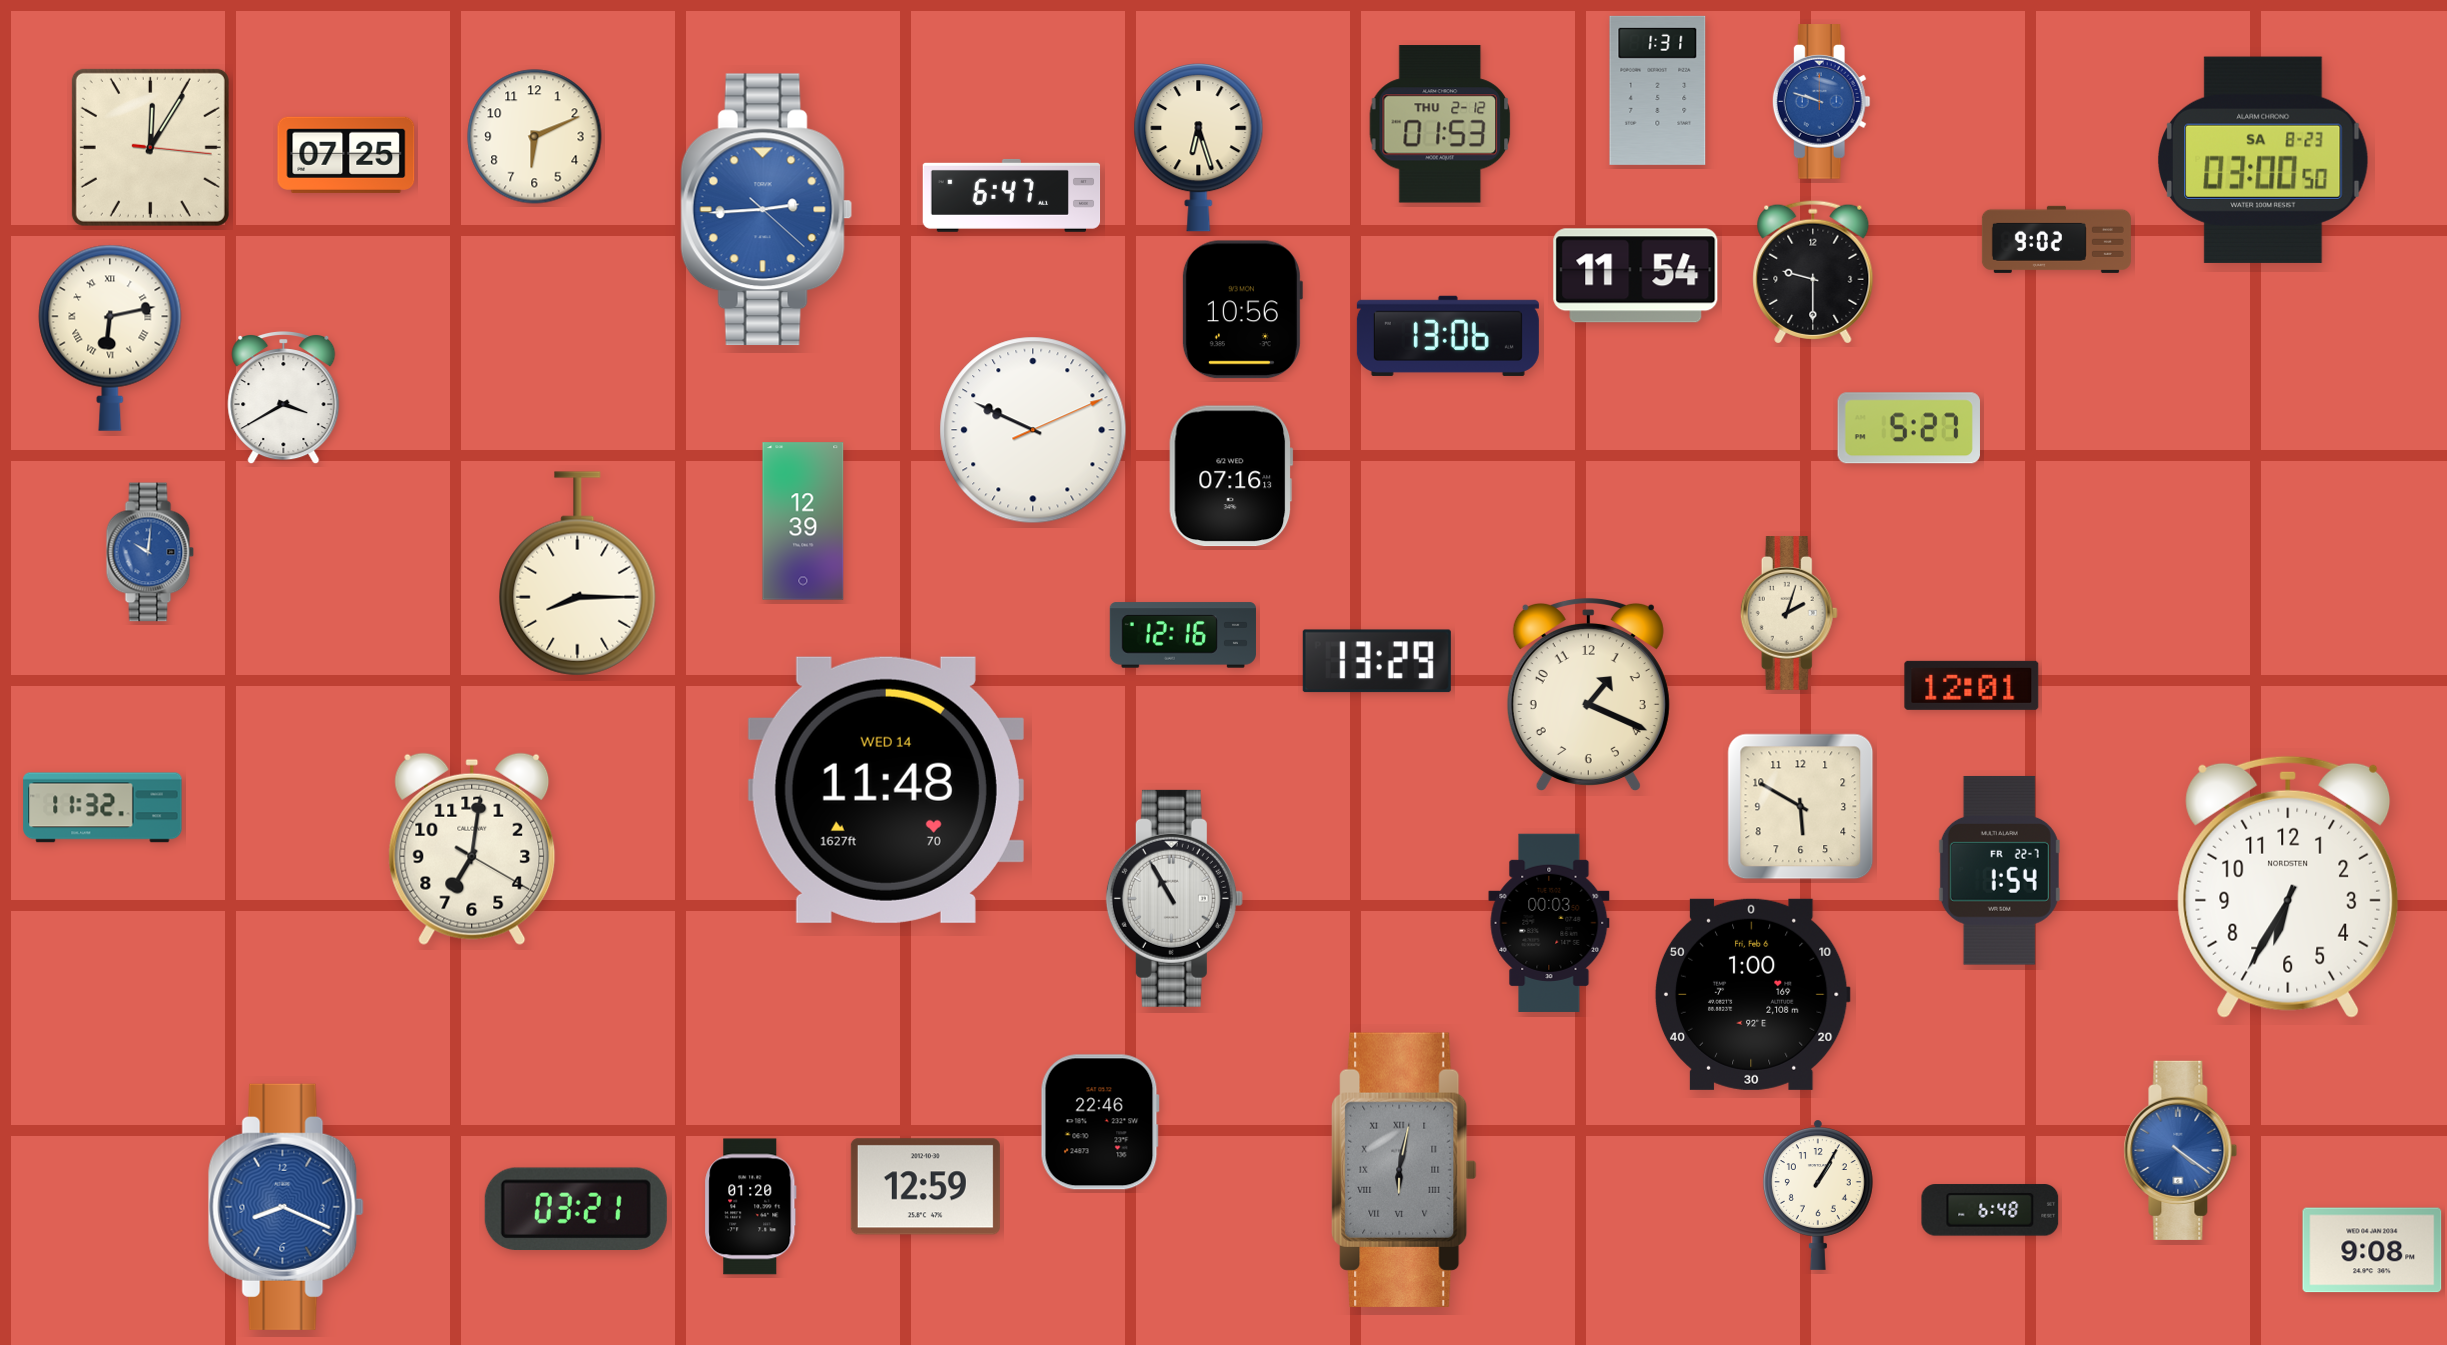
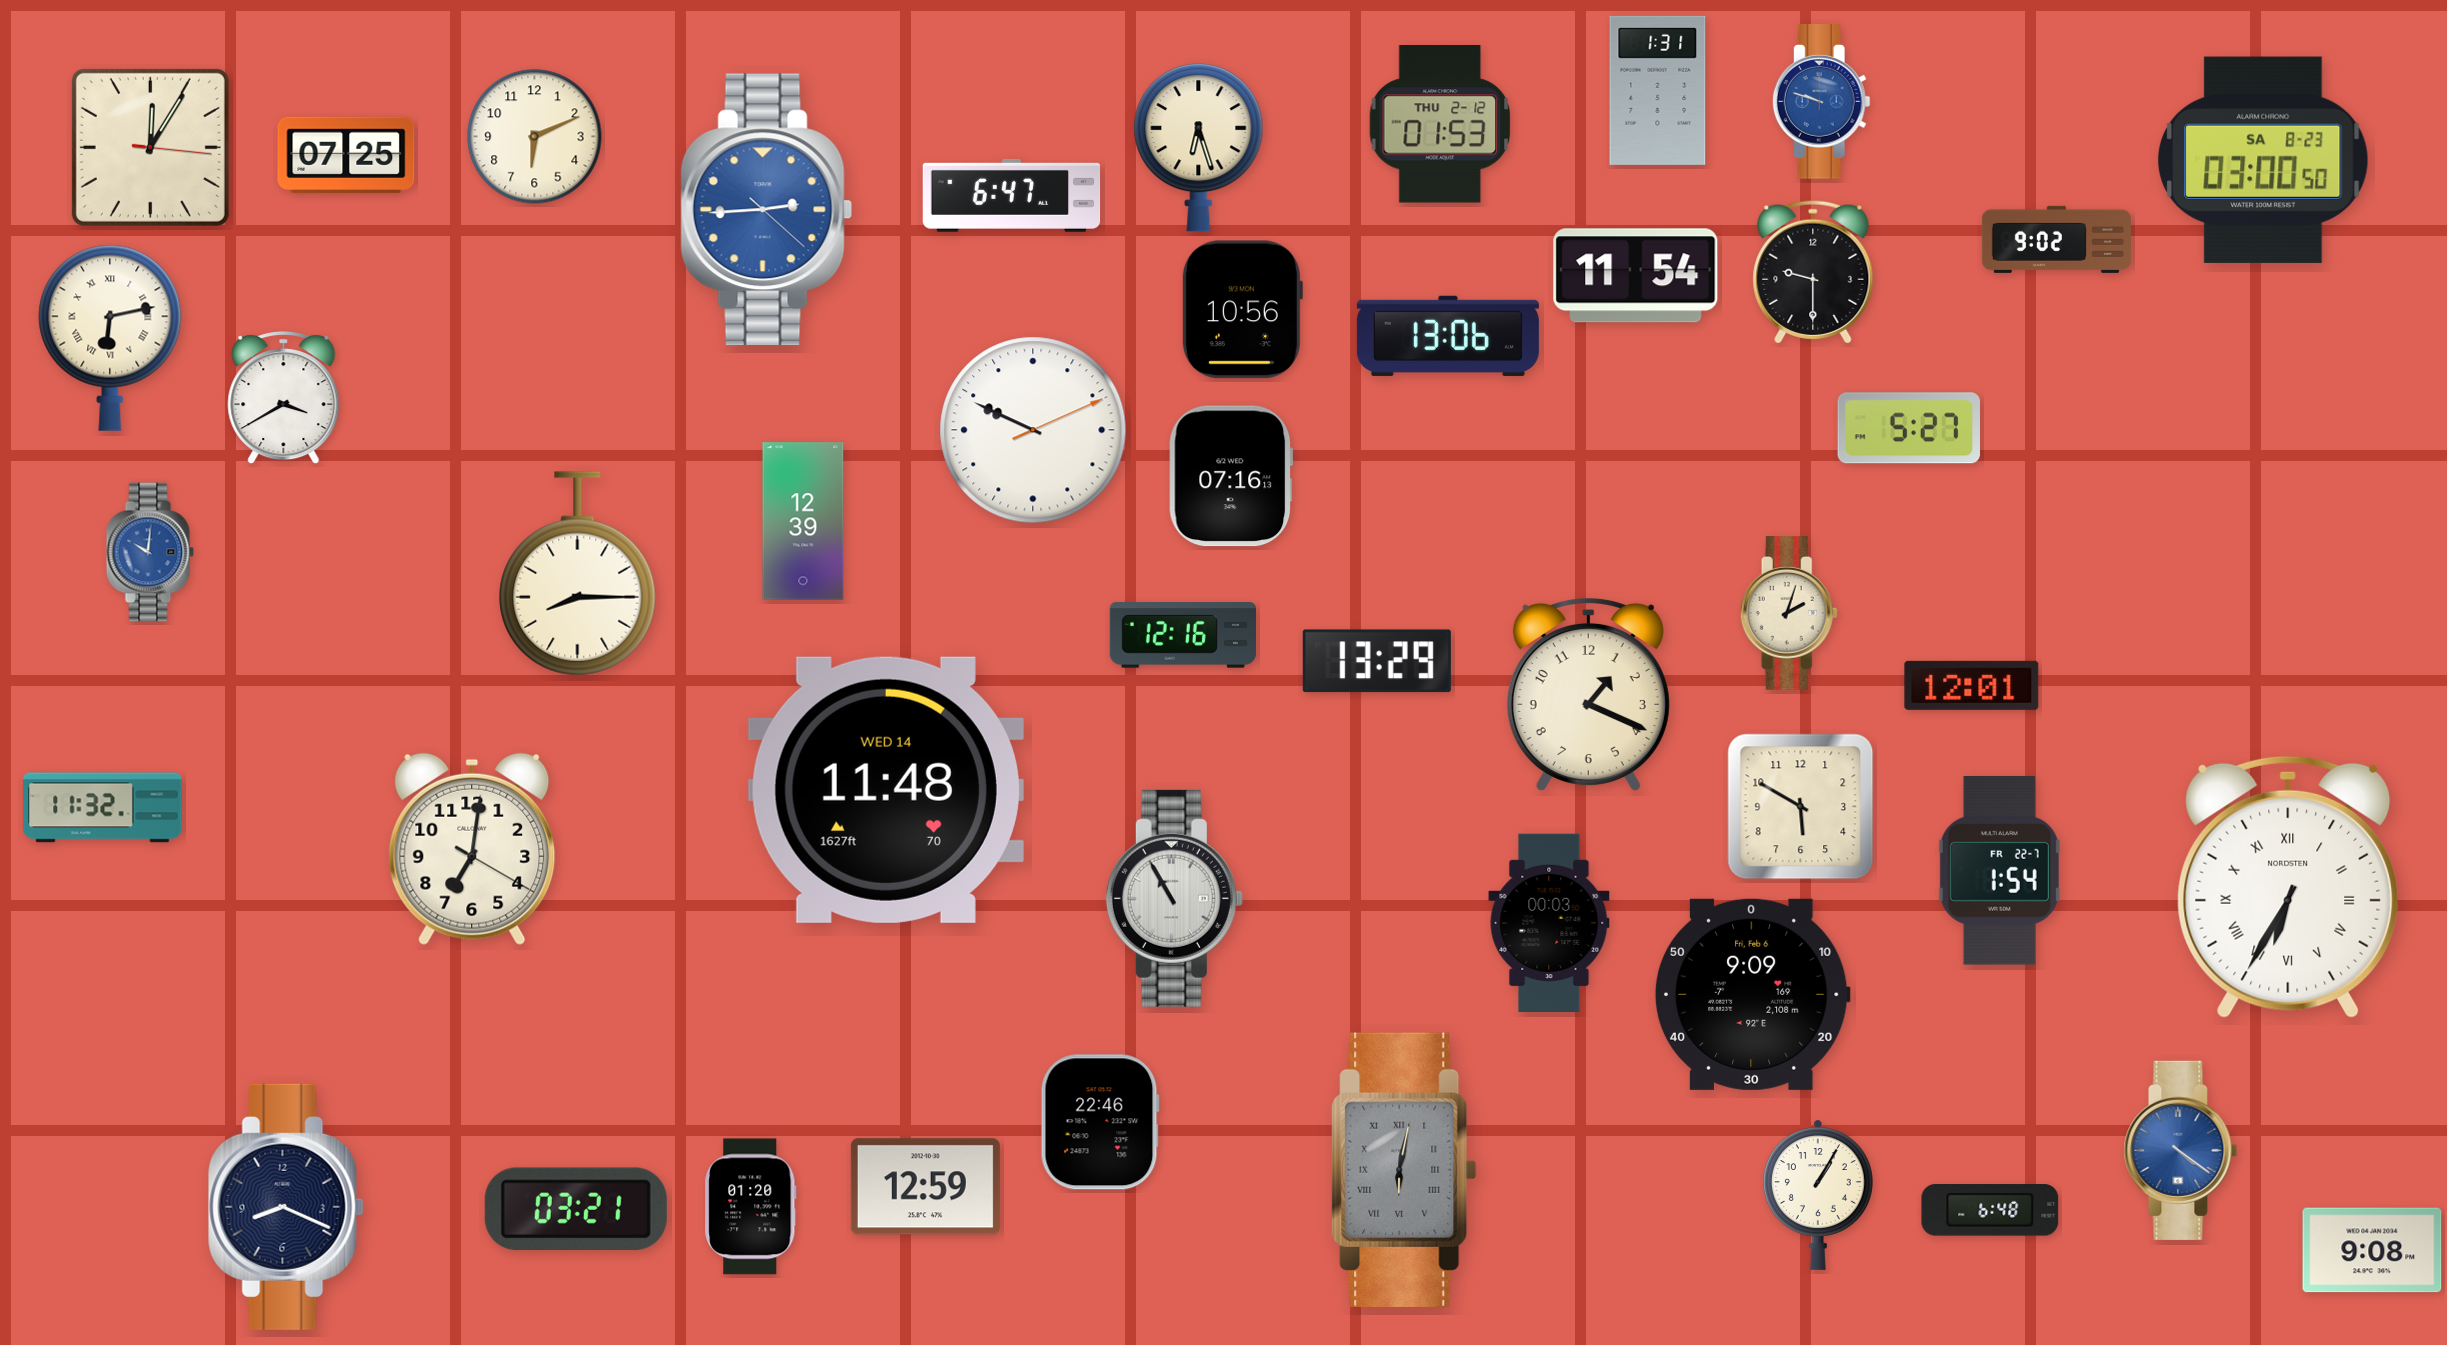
clock at (2288, 887) numerals: Arabic -> Roman
clock at (1752, 994): 1:00 -> 9:09
clock at (286, 1207) dial: blue -> navy
